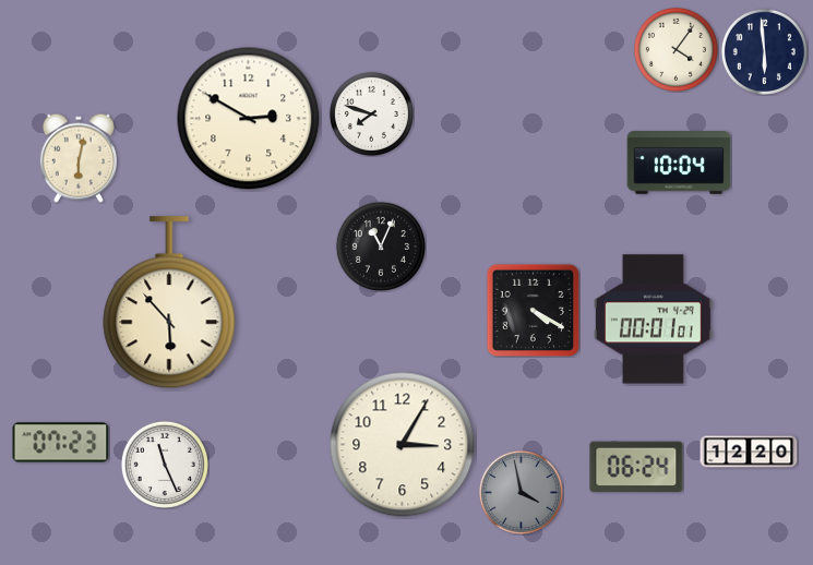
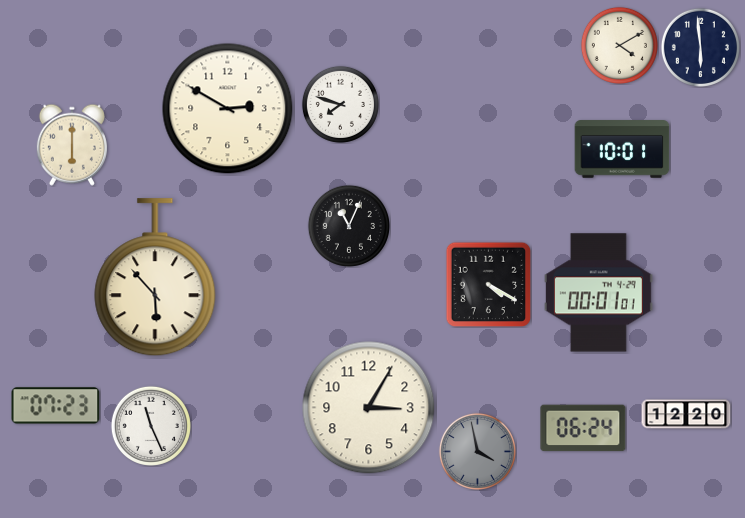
clock at (675, 49): 4:06 -> 4:10
clock at (79, 158): 6:02 -> 6:00
clock at (679, 163): 10:04 -> 10:01
